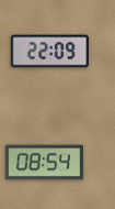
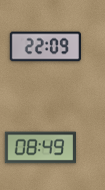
clock at (44, 163): 08:54 -> 08:49
